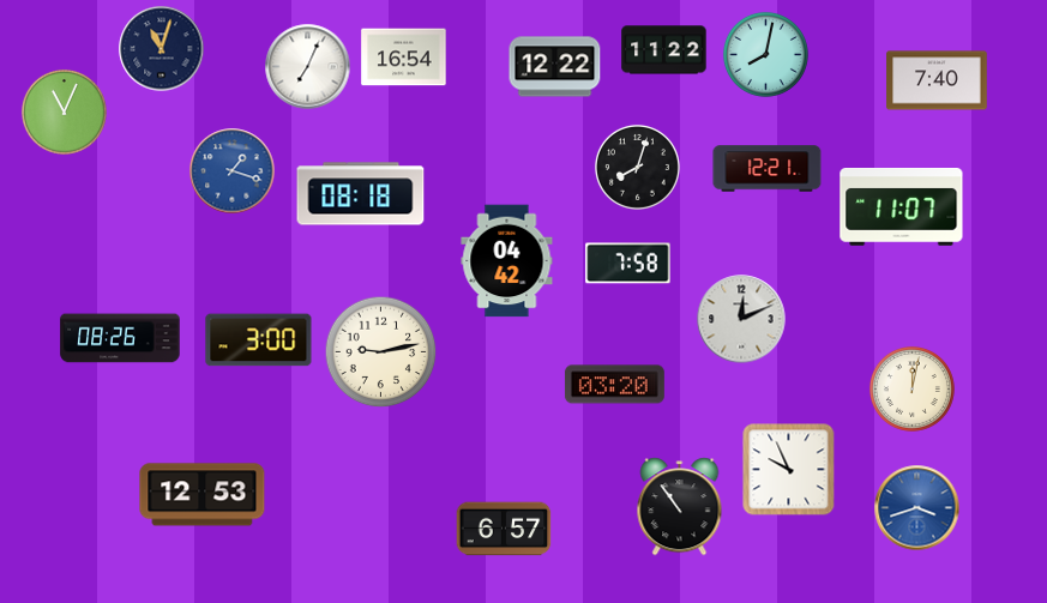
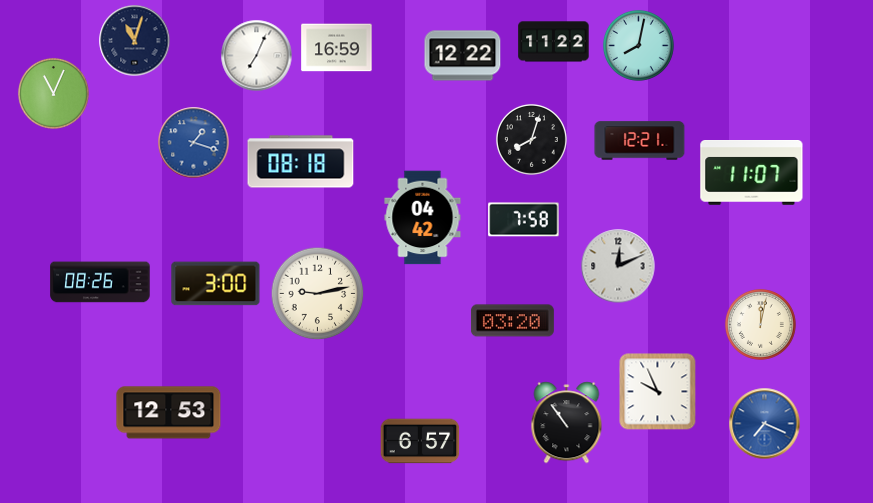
clock at (404, 58): 16:54 -> 16:59
clock at (937, 80): 7:40 -> none
clock at (917, 508): 3:42 -> 7:19
